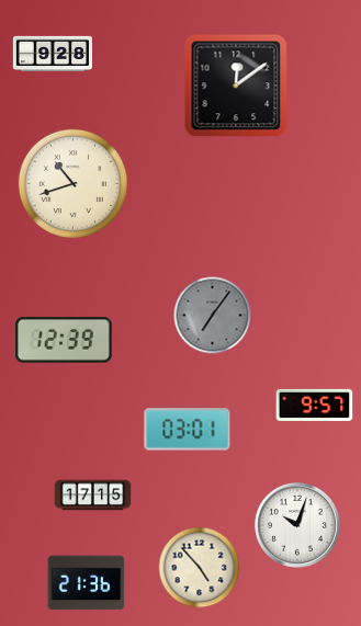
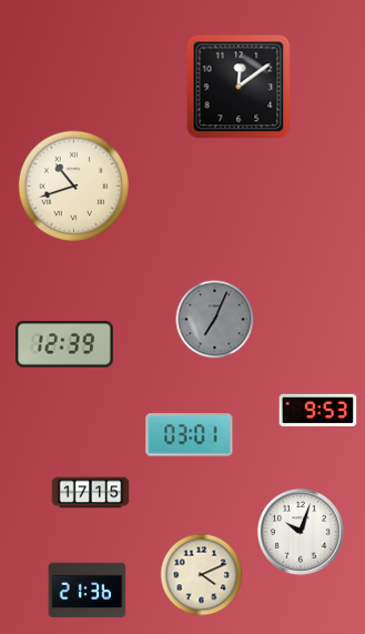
clock at (53, 53): 9:28 -> none
clock at (213, 316): 7:06 -> 7:04
clock at (315, 405): 9:57 -> 9:53
clock at (93, 496) position: (93, 496) -> (91, 493)
clock at (200, 568): 4:53 -> 4:11
